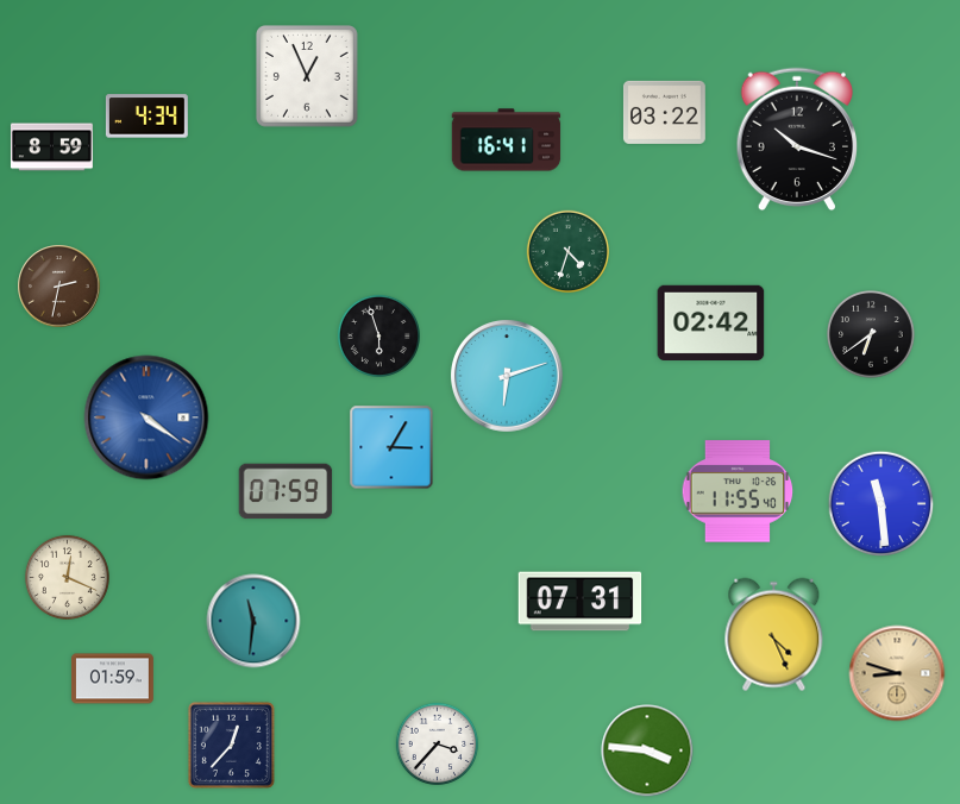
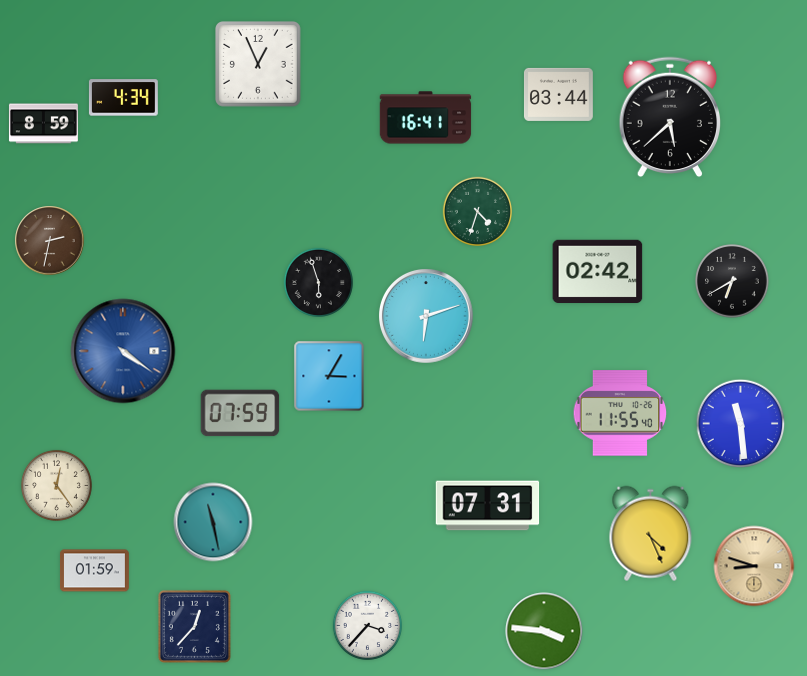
clock at (664, 112): 03:22 -> 03:44
clock at (796, 139): 10:18 -> 5:38
clock at (871, 334): 6:39 -> 6:40
clock at (67, 577): 12:19 -> 12:24
clock at (253, 621): 11:31 -> 11:28
